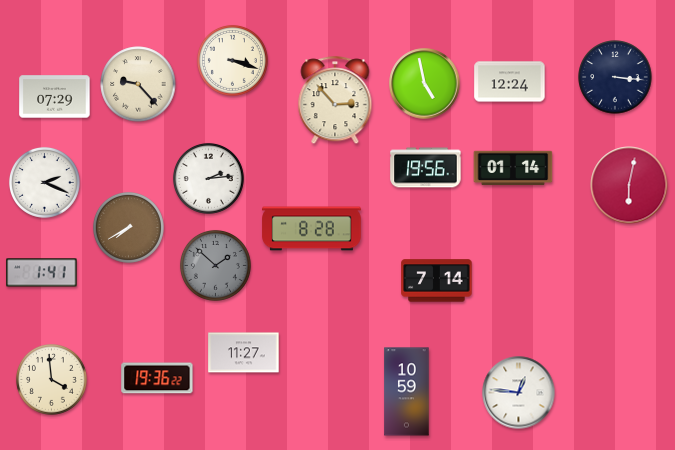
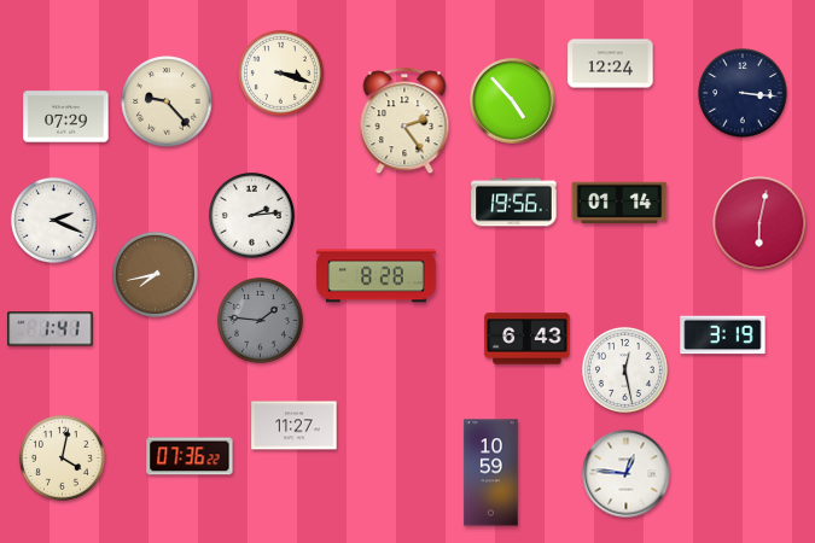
clock at (510, 82) position: (510, 82) -> (611, 64)
clock at (425, 84): 4:58 -> 4:53
clock at (335, 101): 2:53 -> 2:24
clock at (128, 227): 7:40 -> 7:43
clock at (215, 265): 1:52 -> 1:46
clock at (723, 335): none -> 3:19
clock at (437, 281): 7:14 -> 6:43
clock at (624, 369): none -> 12:28
clock at (157, 378): 19:36 -> 07:36
clock at (51, 379): 3:59 -> 4:02
